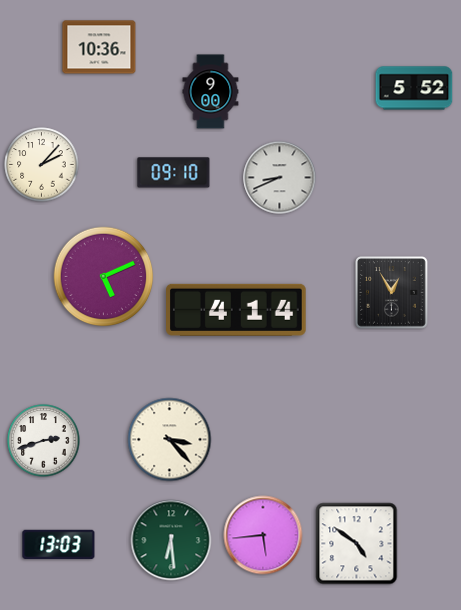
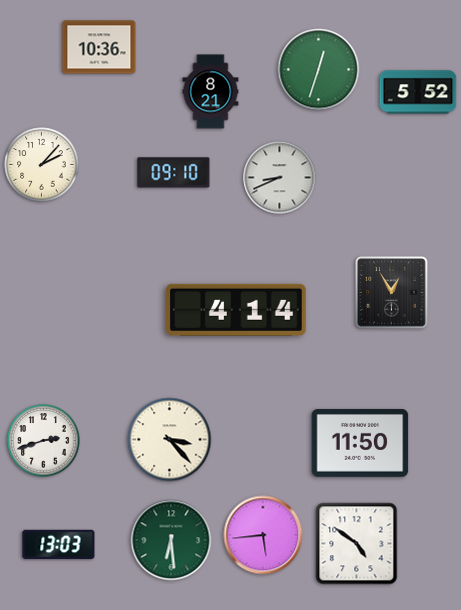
clock at (319, 70): none -> 12:33
clock at (414, 88) position: (414, 88) -> (418, 92)
clock at (211, 92): 9:00 -> 8:21
clock at (104, 277): 5:11 -> none
clock at (360, 443): none -> 11:50
